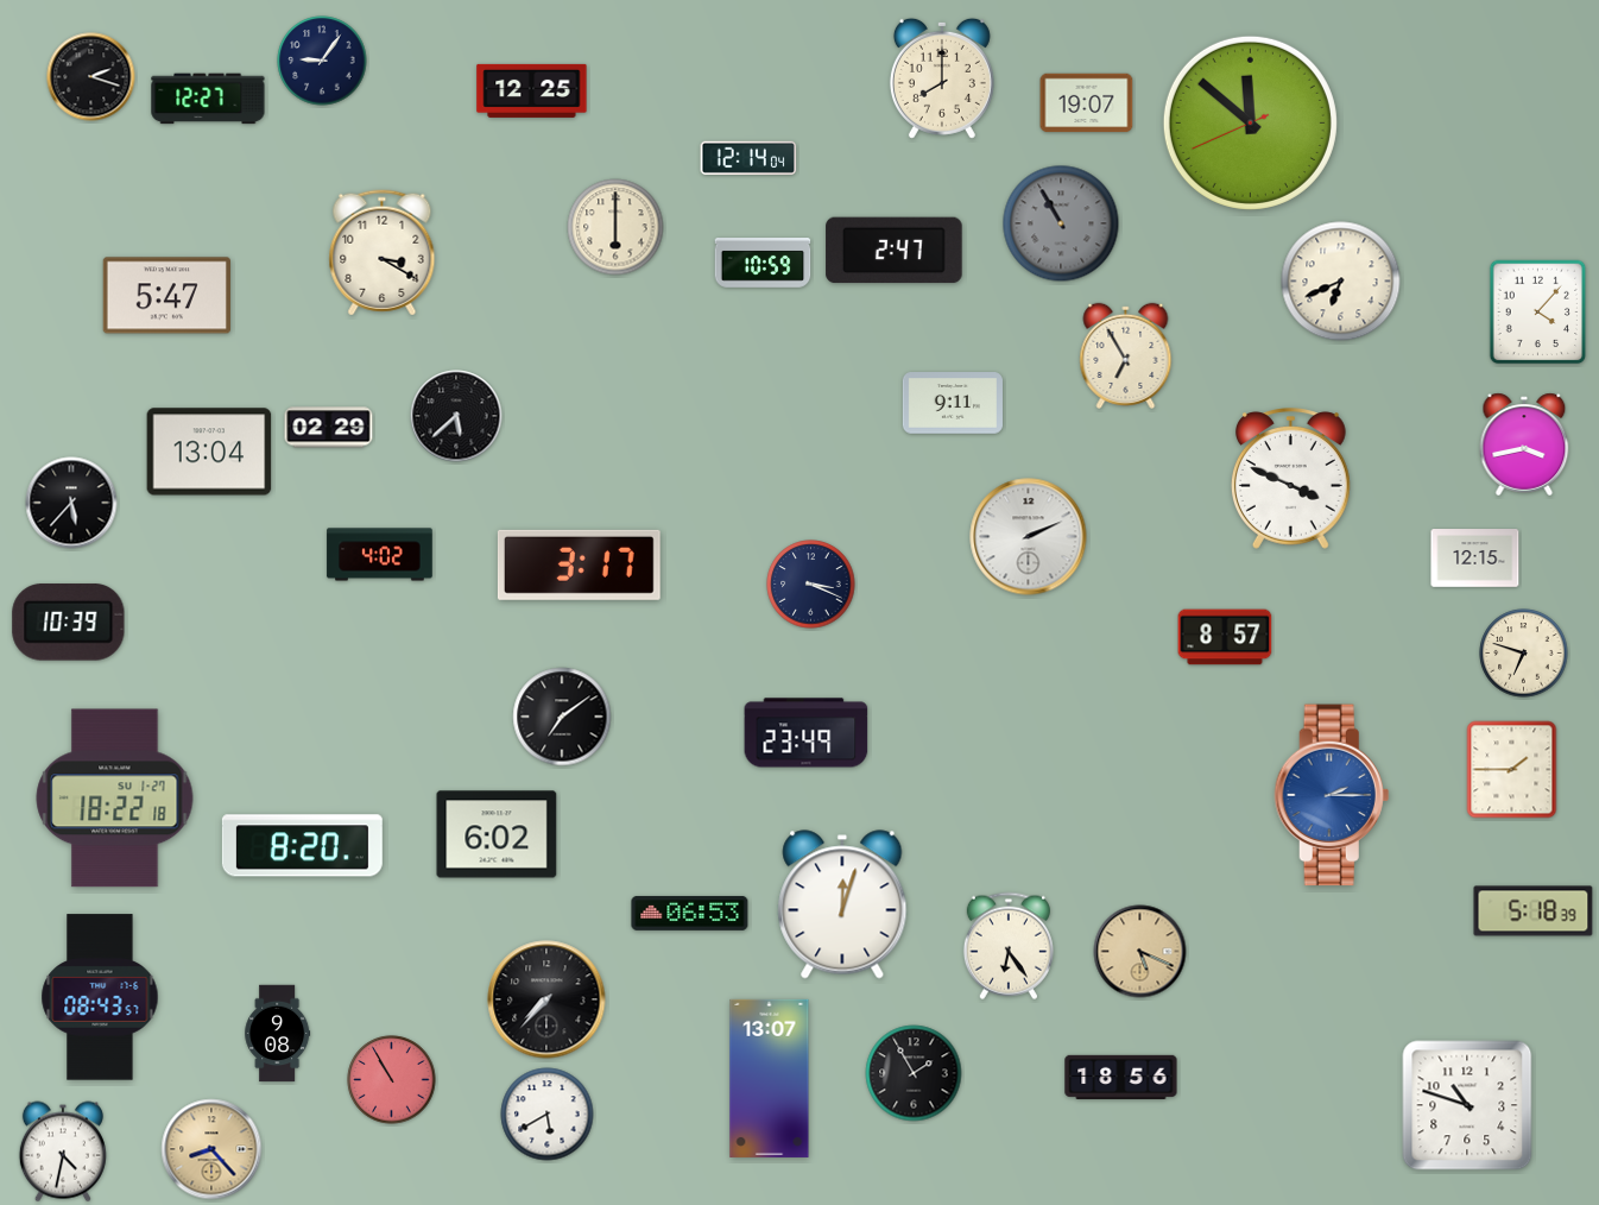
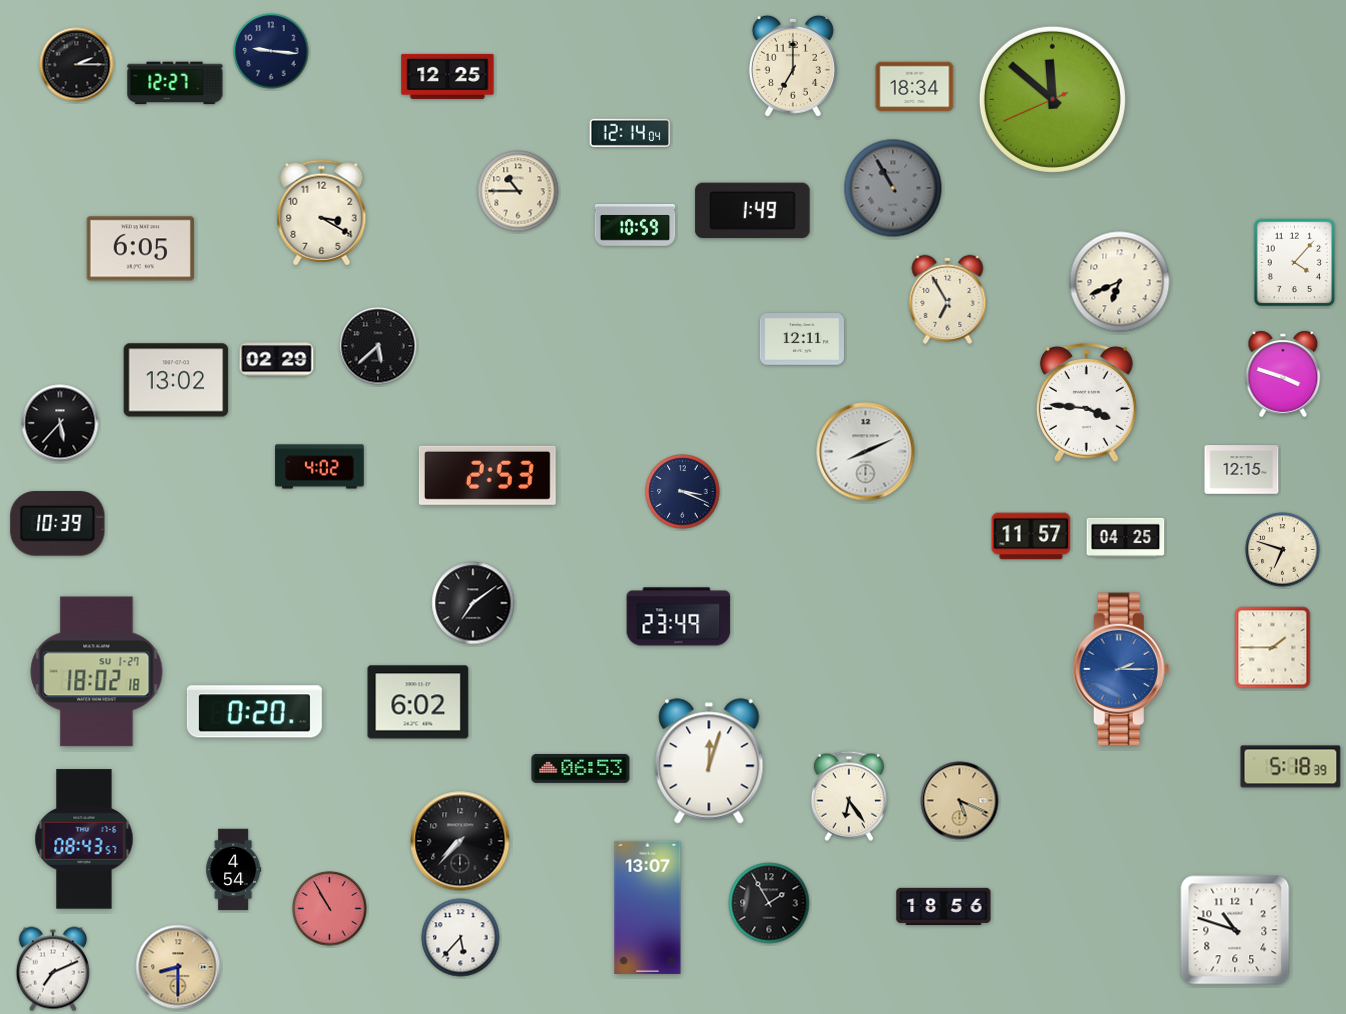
clock at (322, 61): 9:06 -> 9:16
clock at (91, 77): 2:18 -> 2:15
clock at (942, 78): 8:00 -> 7:00
clock at (1087, 103): 19:07 -> 18:34
clock at (1250, 122) position: (1250, 122) -> (1052, 99)
clock at (615, 227): 6:00 -> 10:45
clock at (895, 251): 2:47 -> 1:49
clock at (763, 264) position: (763, 264) -> (635, 226)
clock at (1341, 282) position: (1341, 282) -> (1120, 282)
clock at (166, 296): 5:47 -> 6:05
clock at (953, 403): 9:11 -> 12:11
clock at (456, 416) position: (456, 416) -> (378, 346)
clock at (1524, 444): 3:43 -> 3:48
clock at (209, 452): 13:04 -> 13:02
clock at (1290, 479): 3:49 -> 3:46
clock at (1029, 537): 2:11 -> 8:11
clock at (579, 564): 3:17 -> 2:53
clock at (1225, 637): 8:57 -> 11:57
clock at (1126, 537): none -> 04:25
clock at (115, 799): 18:22 -> 18:02
clock at (302, 846): 8:20 -> 0:20
clock at (278, 1034): 9:08 -> 4:54
clock at (548, 1115): 5:40 -> 5:37
clock at (211, 1149): 8:23 -> 8:30
clock at (63, 1152): 4:32 -> 7:11
